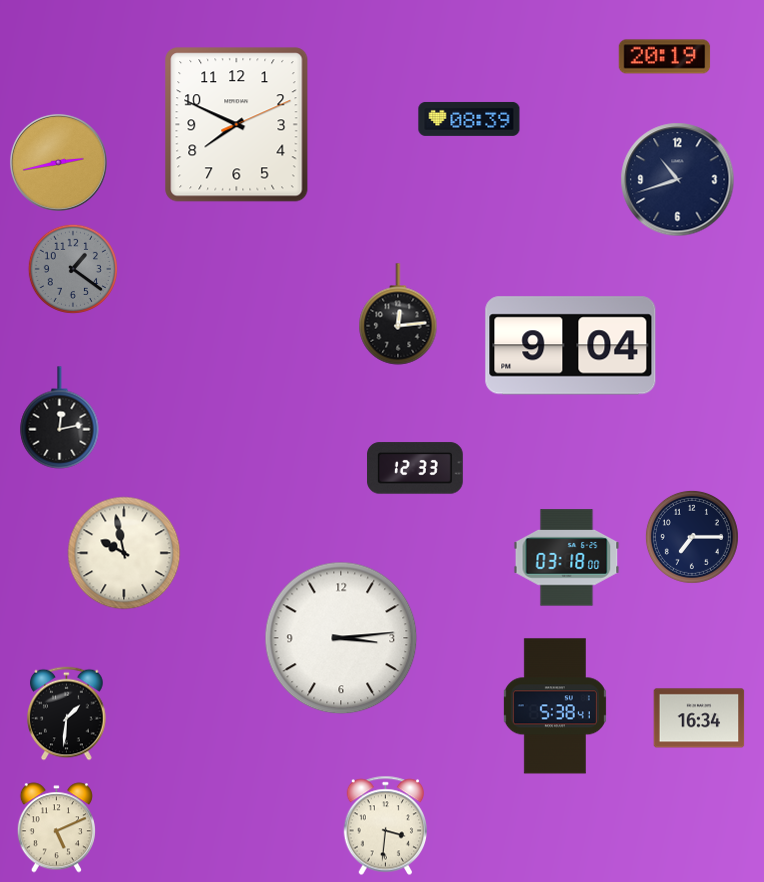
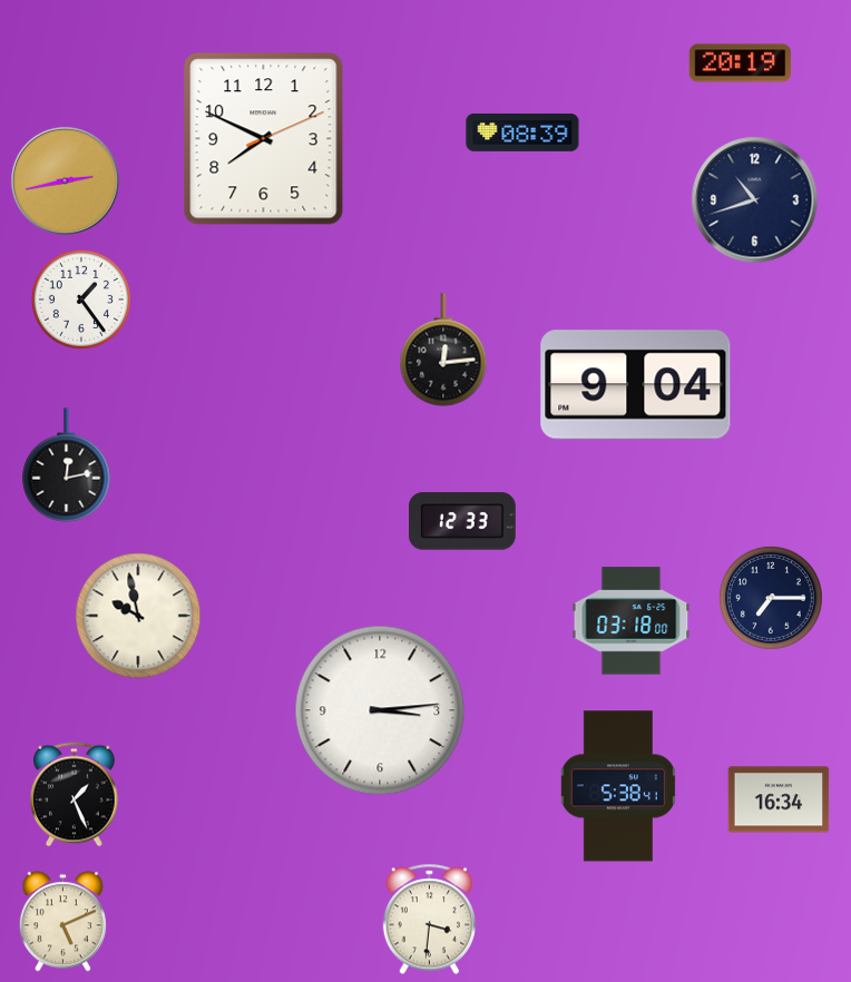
clock at (73, 269): 1:21 -> 1:24
clock at (73, 269) dial: grey -> white
clock at (67, 714): 1:31 -> 1:26
